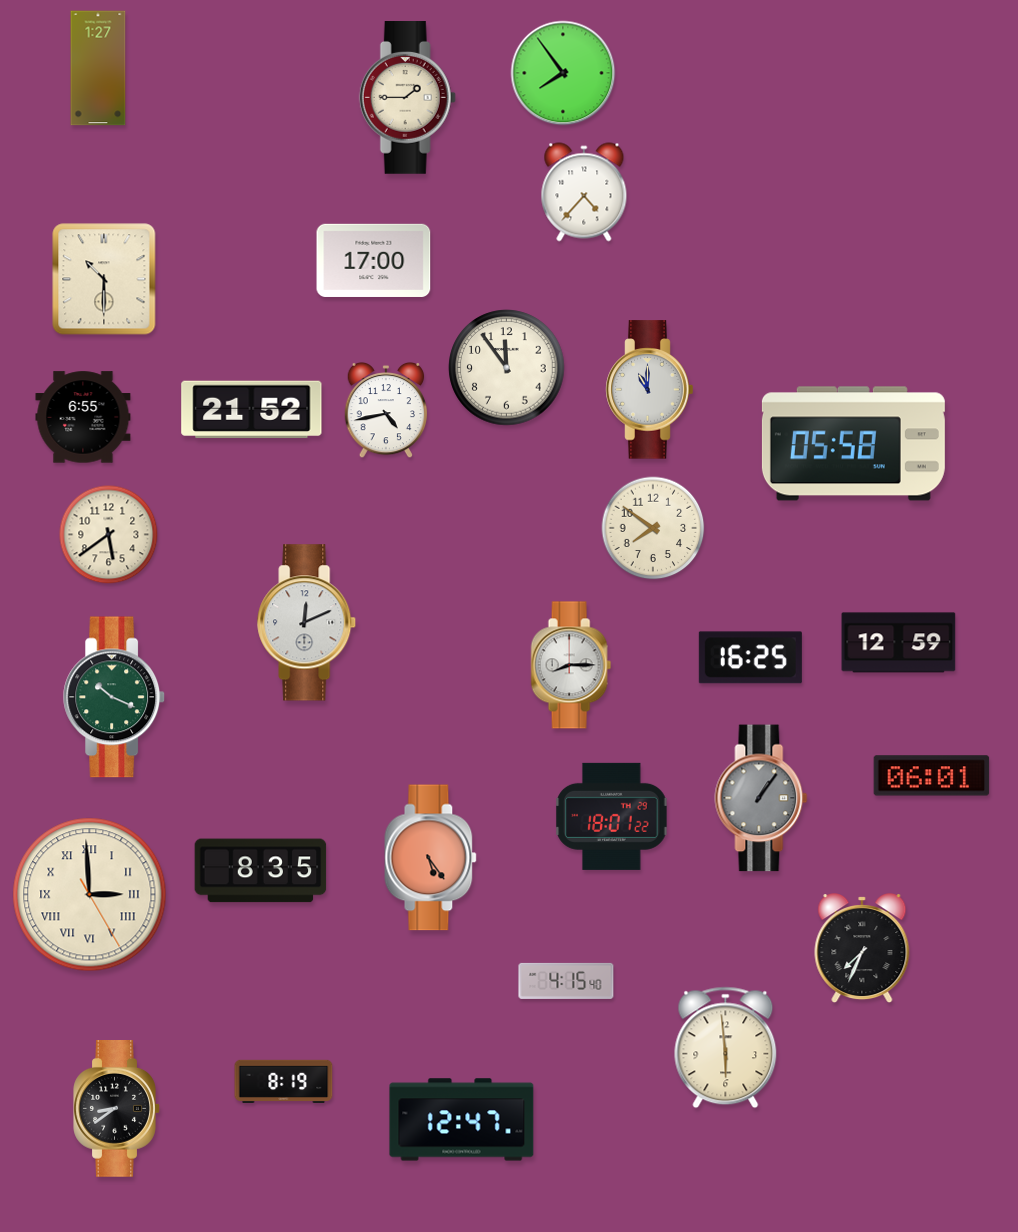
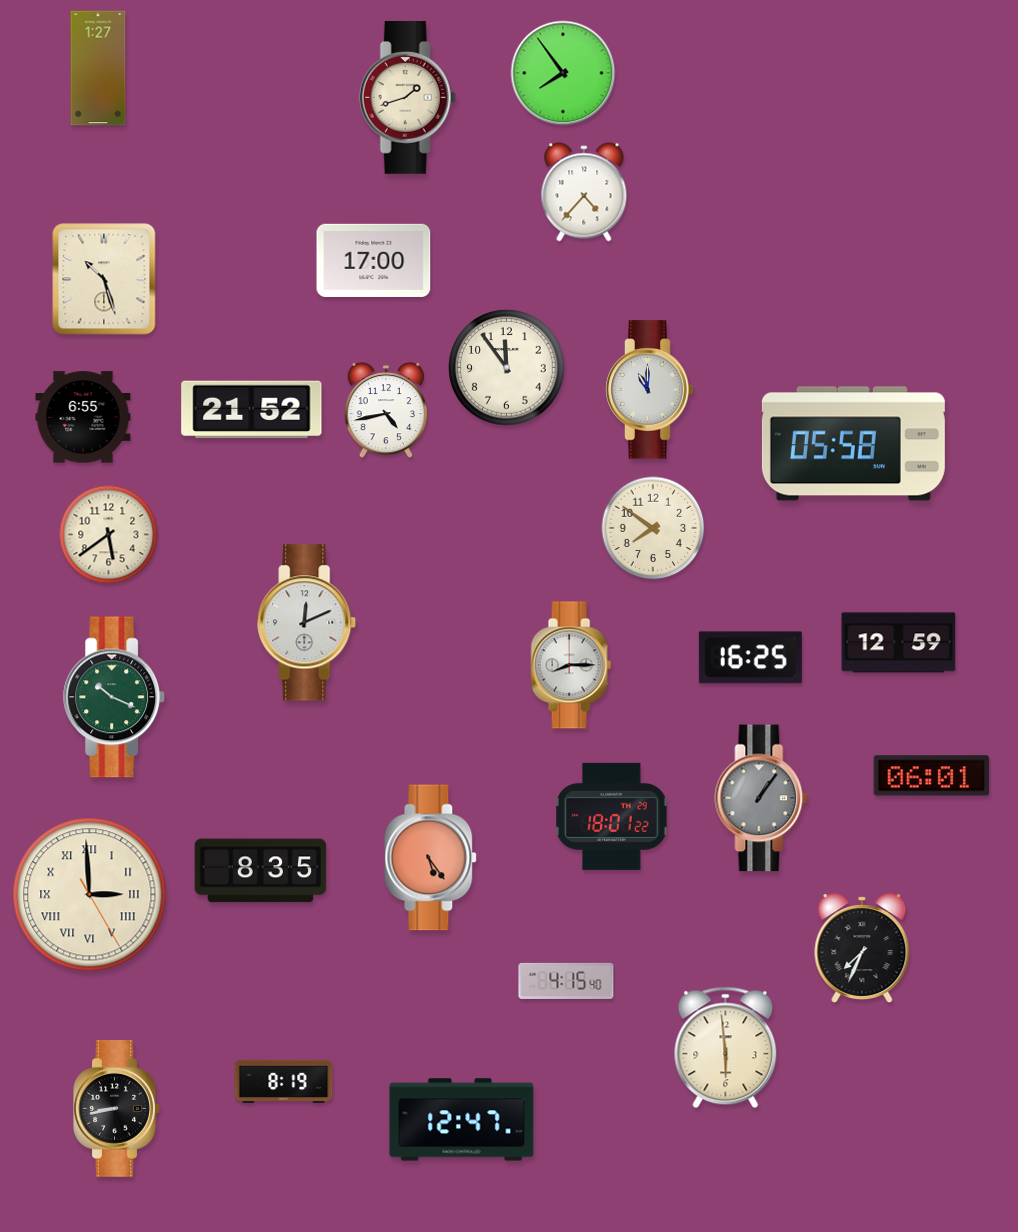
clock at (407, 98): 1:45 -> 1:42
clock at (104, 279): 10:30 -> 10:27
clock at (117, 1109): 8:39 -> 8:43
